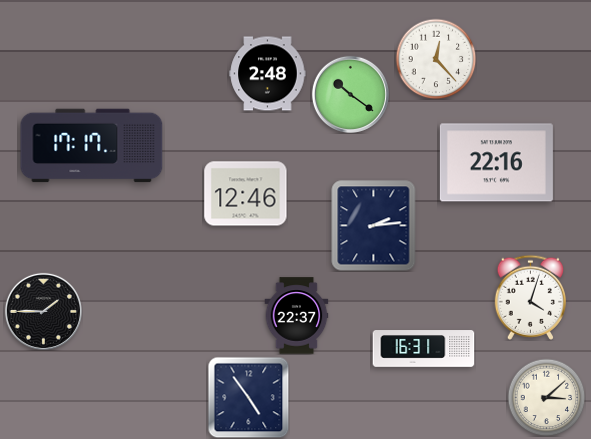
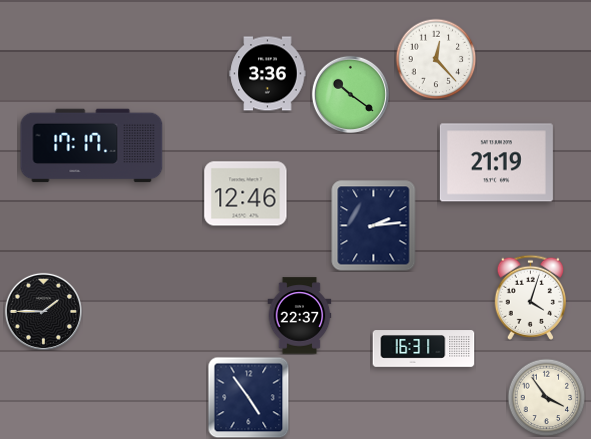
clock at (268, 74): 2:48 -> 3:36
clock at (496, 163): 22:16 -> 21:19
clock at (297, 316) position: (297, 316) -> (300, 316)
clock at (546, 397): 3:08 -> 3:54
